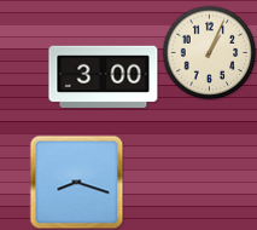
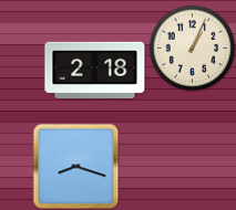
clock at (104, 77): 3:00 -> 2:18
clock at (76, 182) position: (76, 182) -> (75, 166)
